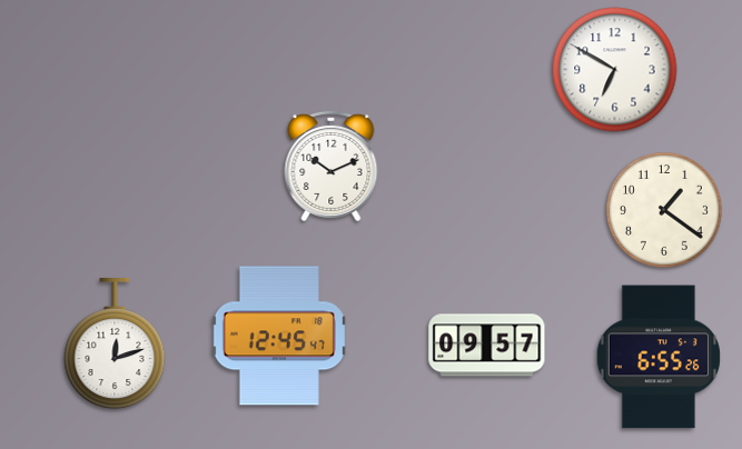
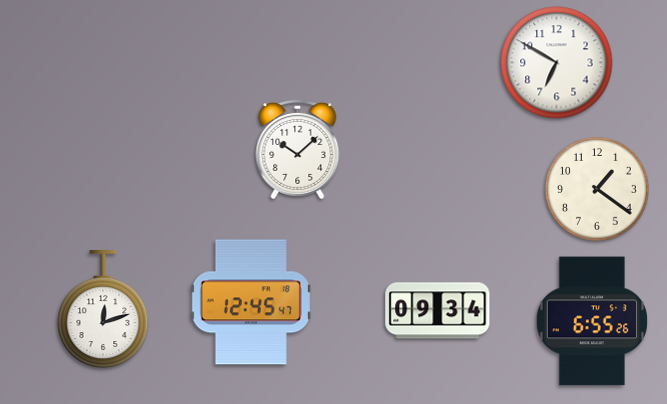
clock at (615, 70) position: (615, 70) -> (557, 63)
clock at (332, 166): 10:11 -> 10:08
clock at (487, 346): 09:57 -> 09:34
